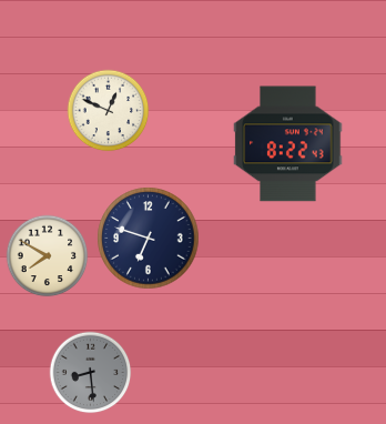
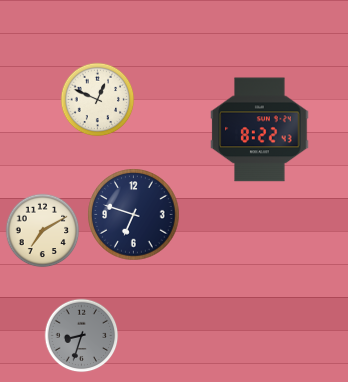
clock at (48, 256): 7:50 -> 7:10
clock at (91, 373): 8:29 -> 8:33
